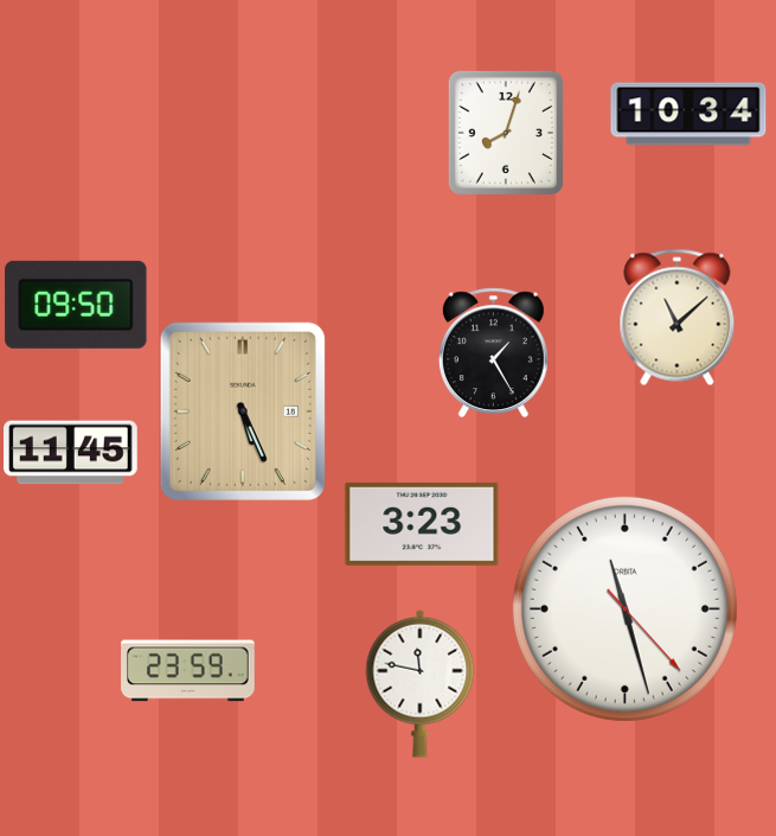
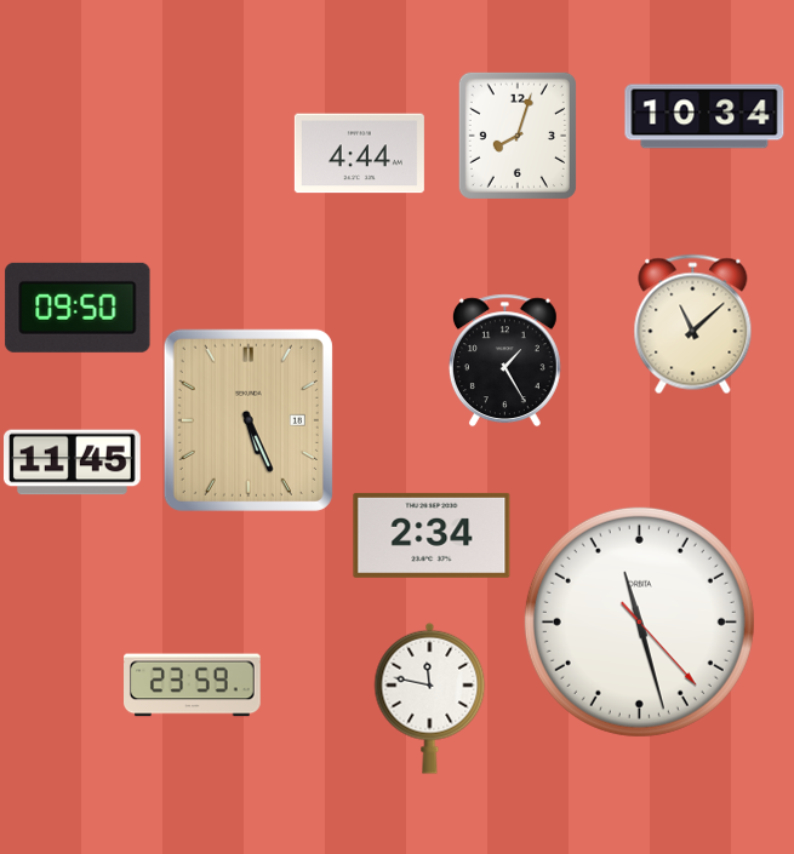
clock at (359, 154): none -> 4:44
clock at (76, 305) position: (76, 305) -> (78, 308)
clock at (422, 524): 3:23 -> 2:34
